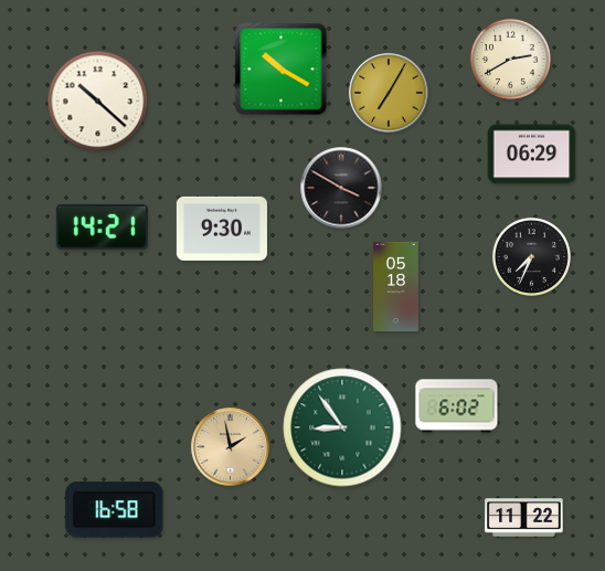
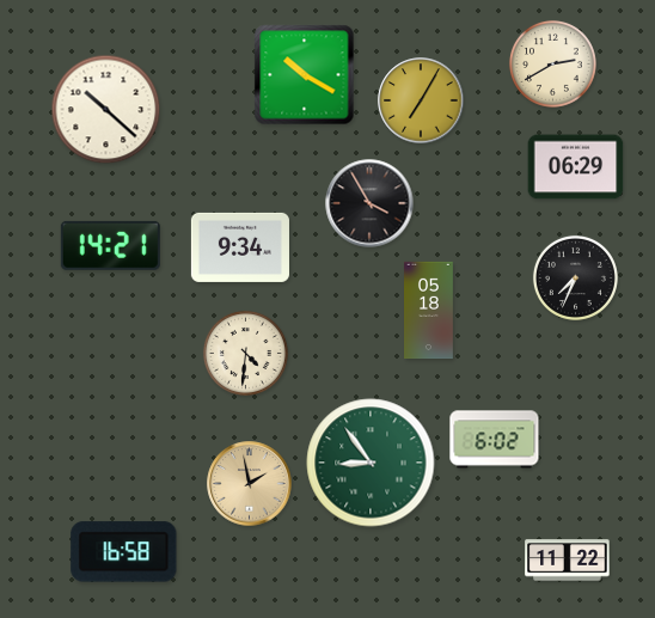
clock at (341, 188): 3:50 -> 3:55
clock at (222, 229): 9:30 -> 9:34
clock at (245, 353): none -> 4:31
